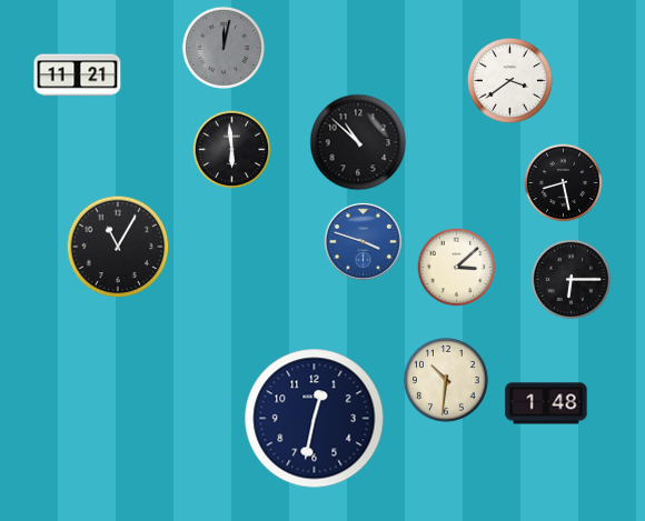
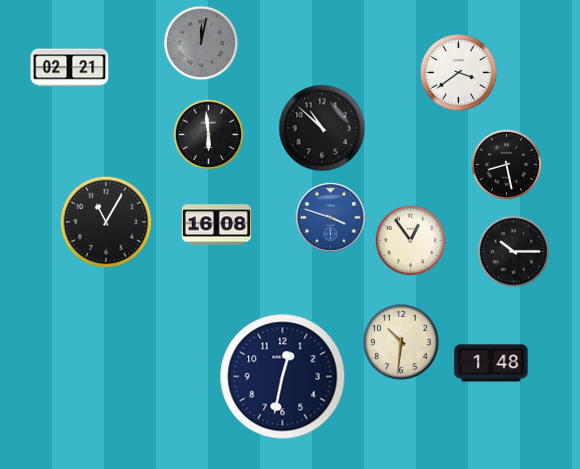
clock at (78, 76): 11:21 -> 02:21
clock at (363, 241) position: (363, 241) -> (330, 217)
clock at (216, 225): none -> 16:08
clock at (457, 268): 3:08 -> 12:54
clock at (572, 280): 6:15 -> 10:15
